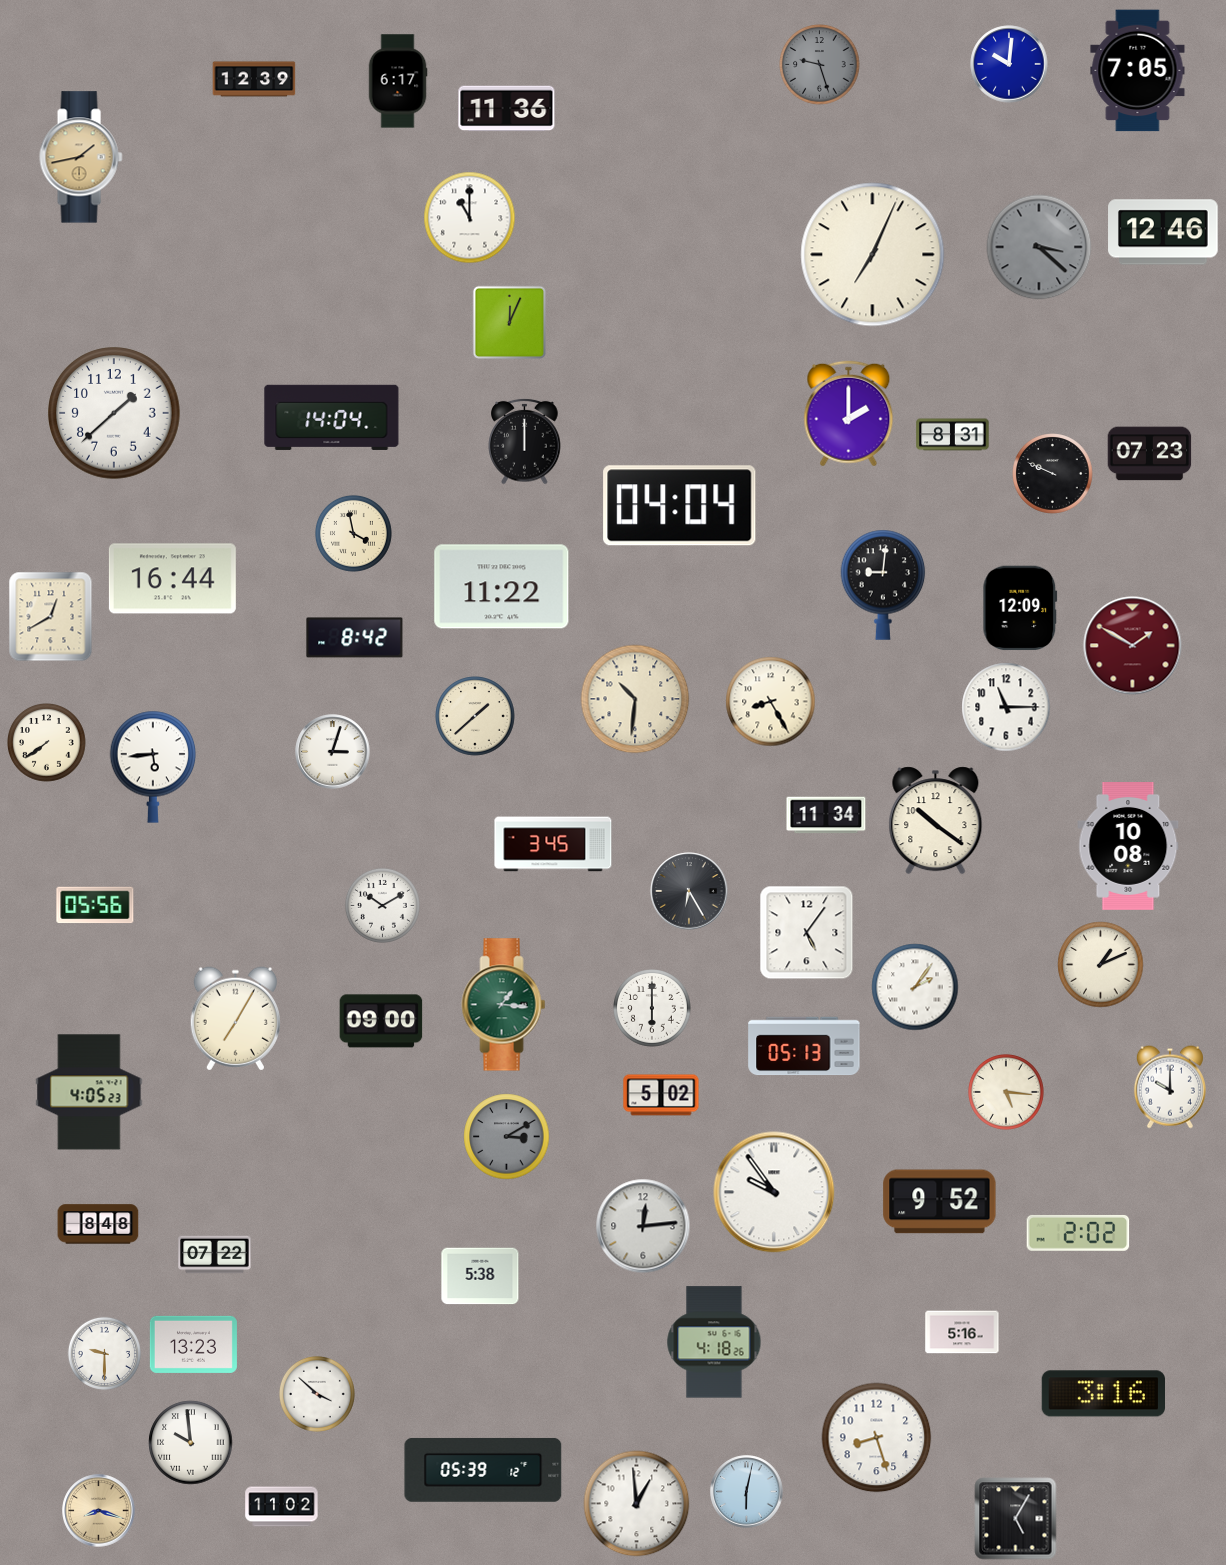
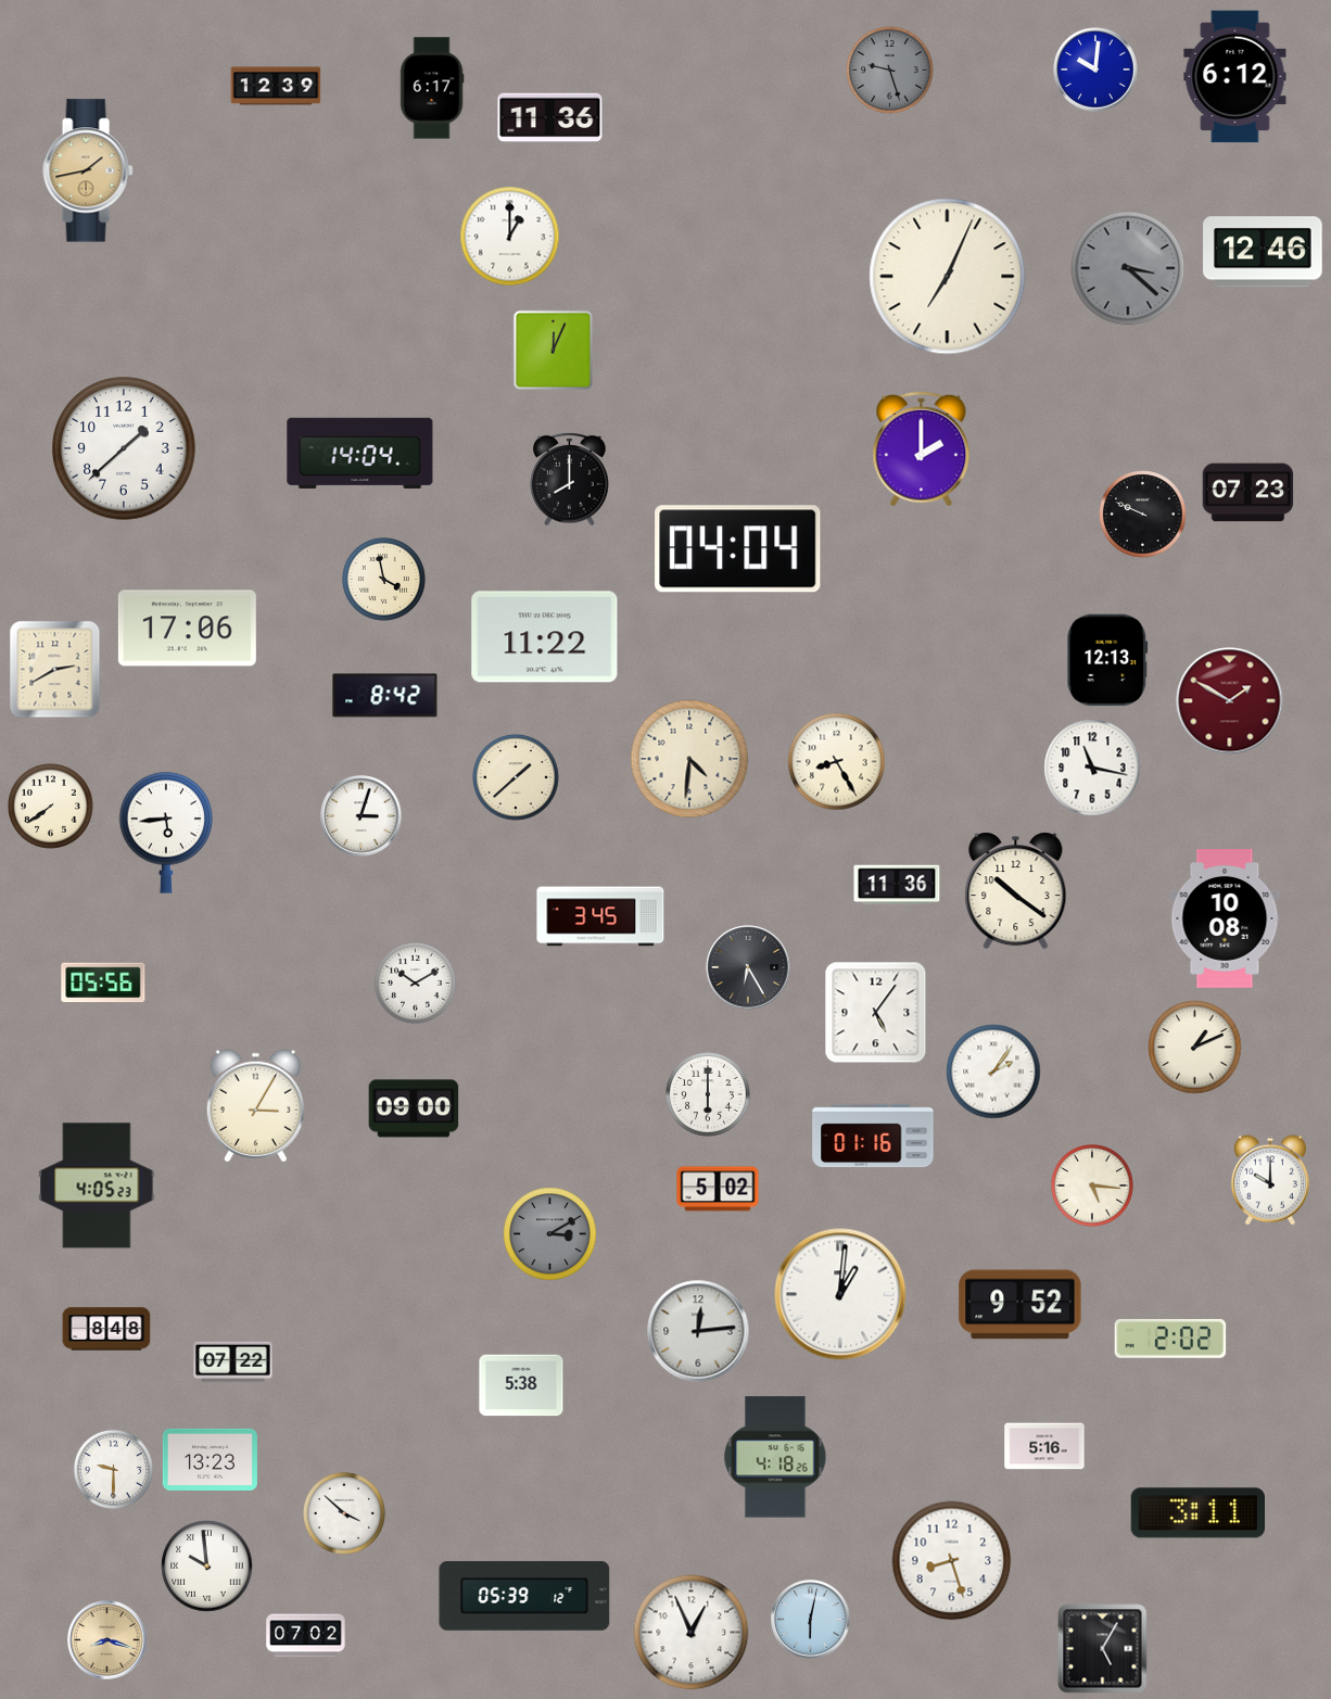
clock at (1138, 71): 7:05 -> 6:12
clock at (470, 218): 11:00 -> 1:00
clock at (953, 435): 8:31 -> none
clock at (525, 441): 12:00 -> 8:00
clock at (172, 579): 16:44 -> 17:06
clock at (883, 585): 9:01 -> none
clock at (1020, 608): 12:09 -> 12:13
clock at (51, 617): 12:40 -> 2:40
clock at (355, 638) position: (355, 638) -> (385, 696)
clock at (635, 699): 10:31 -> 4:31
clock at (1006, 707): 11:15 -> 11:17
clock at (826, 815): 11:34 -> 11:36
clock at (504, 1005): 1:16 -> none
clock at (235, 1019): 7:05 -> 3:05
clock at (804, 1046): 05:13 -> 01:16
clock at (774, 1192): 9:54 -> 1:01
clock at (1103, 1394): 3:16 -> 3:11
clock at (637, 1504): 12:59 -> 12:56
clock at (282, 1507): 11:02 -> 07:02
